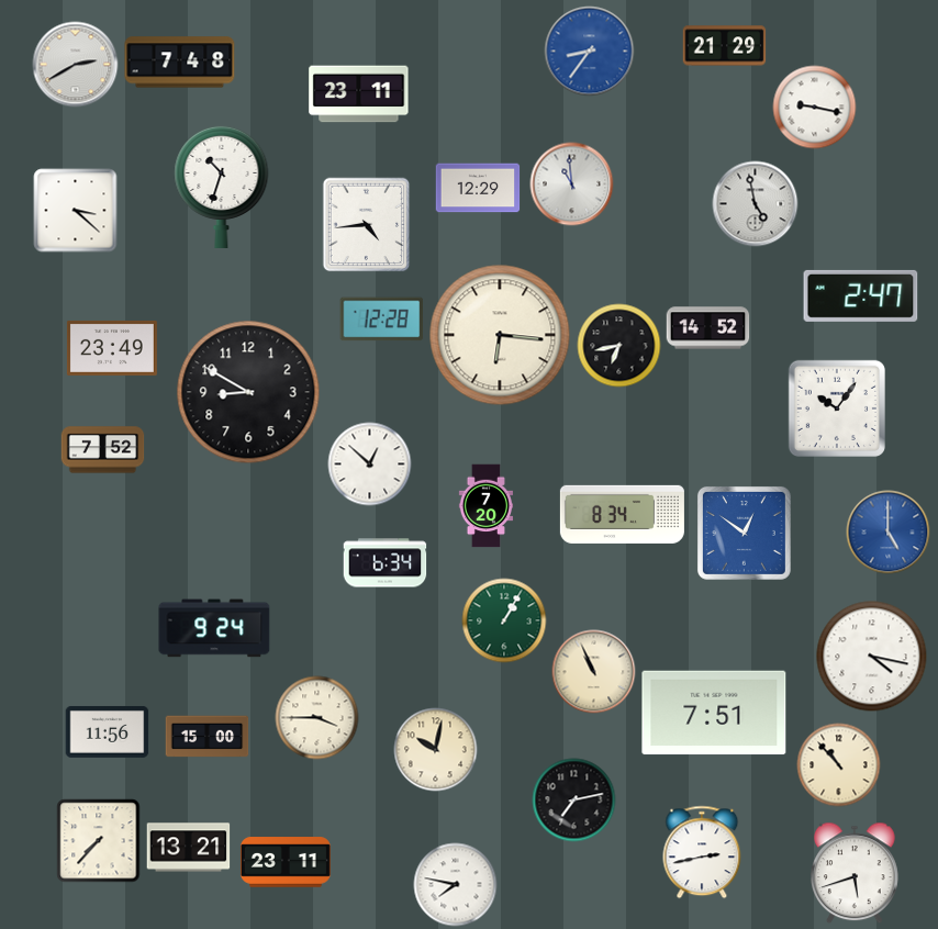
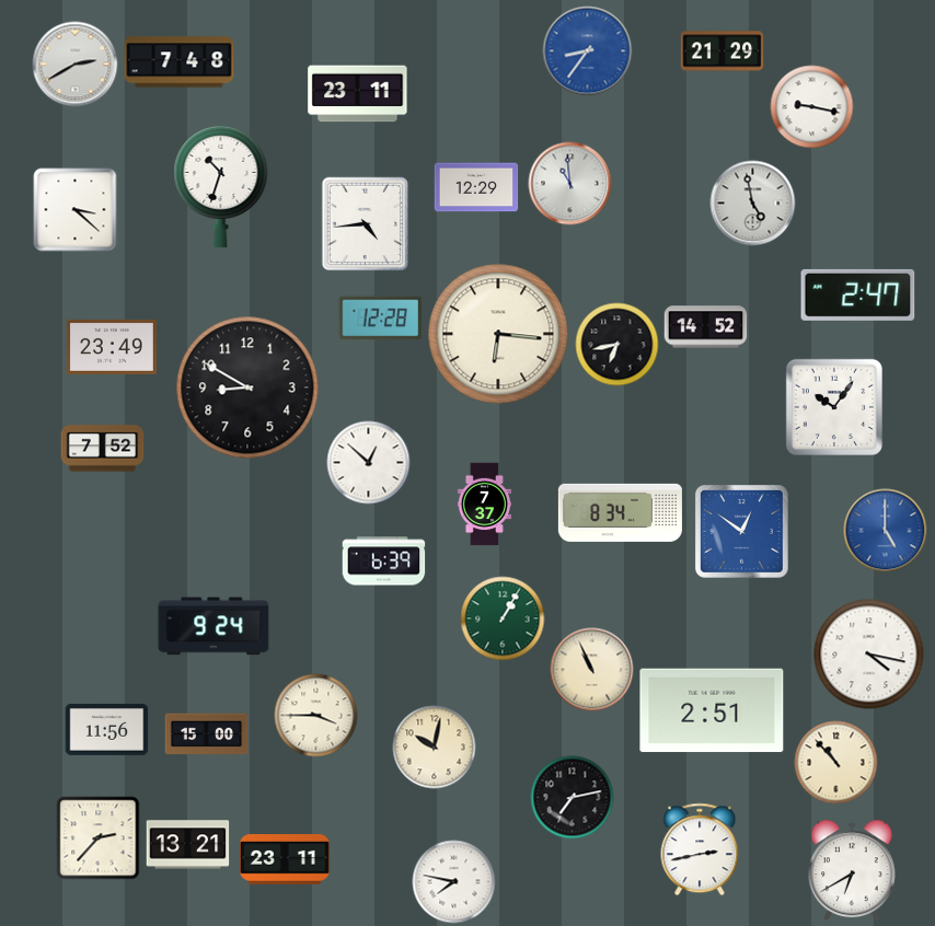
clock at (725, 46) position: (725, 46) -> (723, 51)
clock at (248, 392) position: (248, 392) -> (247, 387)
clock at (485, 506): 7:20 -> 7:37
clock at (386, 563): 6:34 -> 6:39
clock at (714, 713): 7:51 -> 2:51
clock at (99, 841): 7:37 -> 2:37
clock at (856, 873): 5:42 -> 6:40
